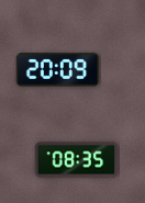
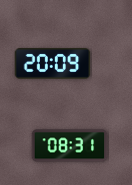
clock at (77, 160): 08:35 -> 08:31
